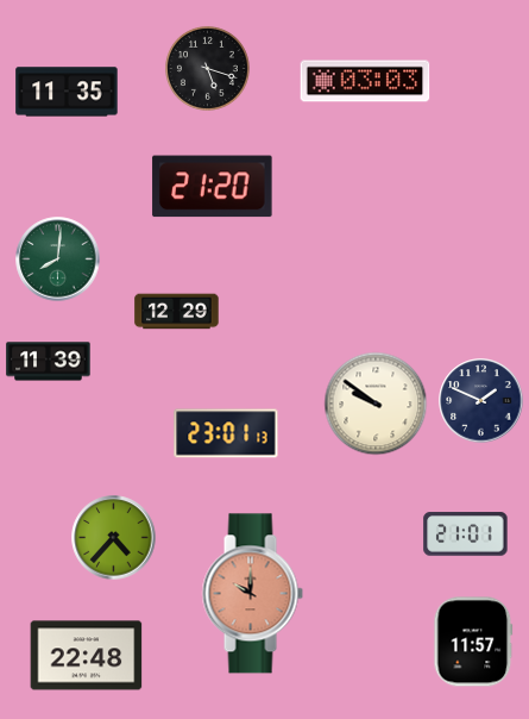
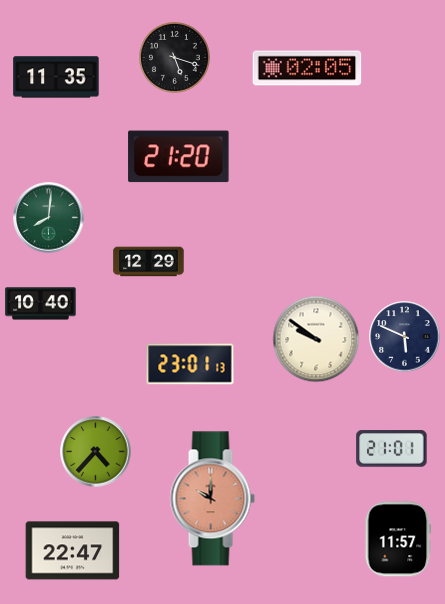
clock at (365, 81): 03:03 -> 02:05
clock at (49, 362): 11:39 -> 10:40
clock at (481, 401): 1:49 -> 5:49
clock at (87, 656): 22:48 -> 22:47
